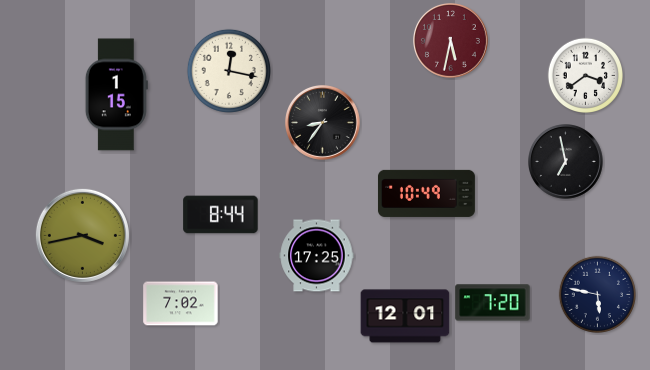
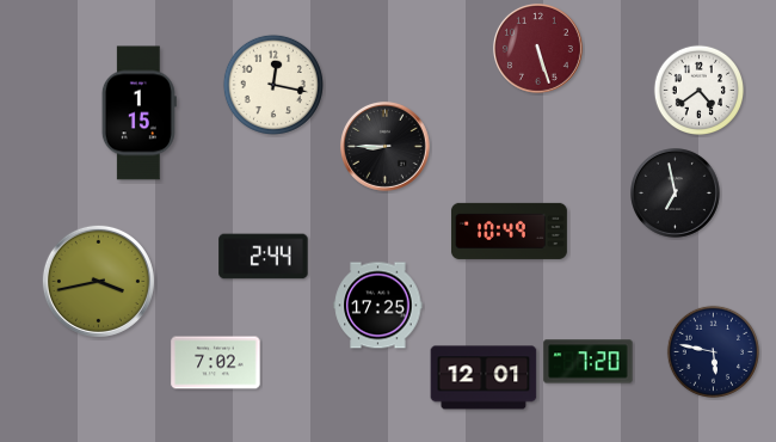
clock at (451, 41): 5:32 -> 5:27
clock at (585, 75): 3:39 -> 4:39
clock at (323, 123): 8:36 -> 8:45
clock at (221, 215): 8:44 -> 2:44
